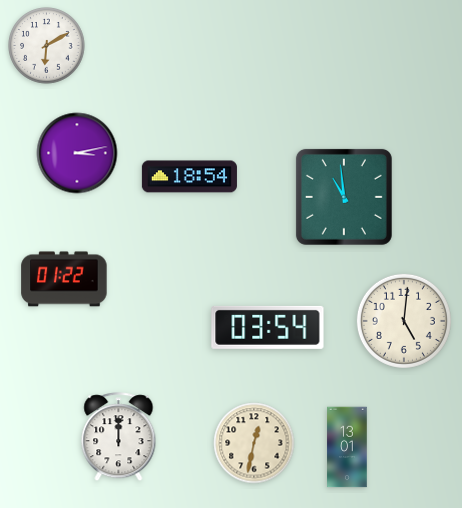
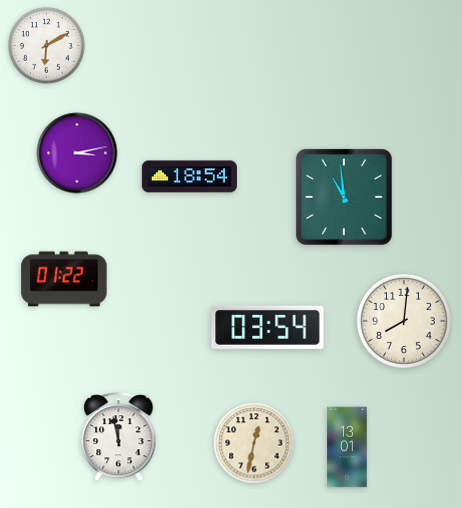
clock at (404, 321): 5:01 -> 8:01
clock at (119, 437): 12:00 -> 11:58
